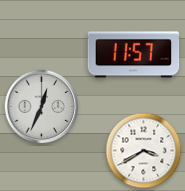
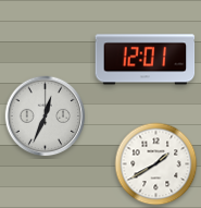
clock at (134, 55): 11:57 -> 12:01
clock at (144, 151): 3:40 -> 1:40
